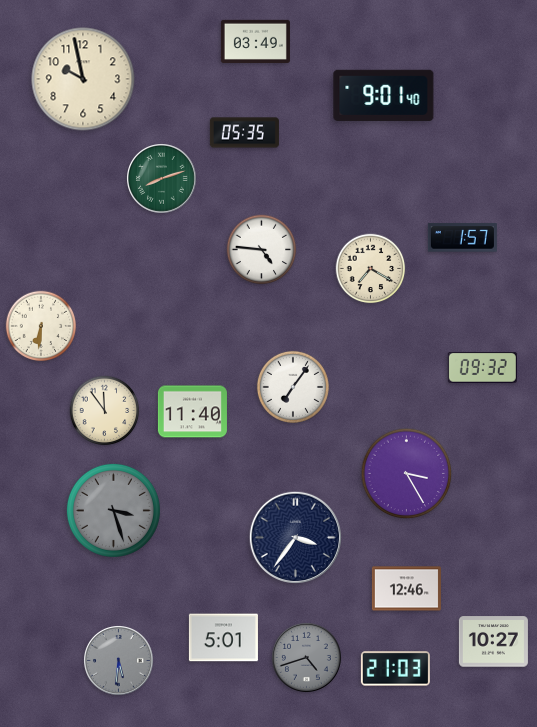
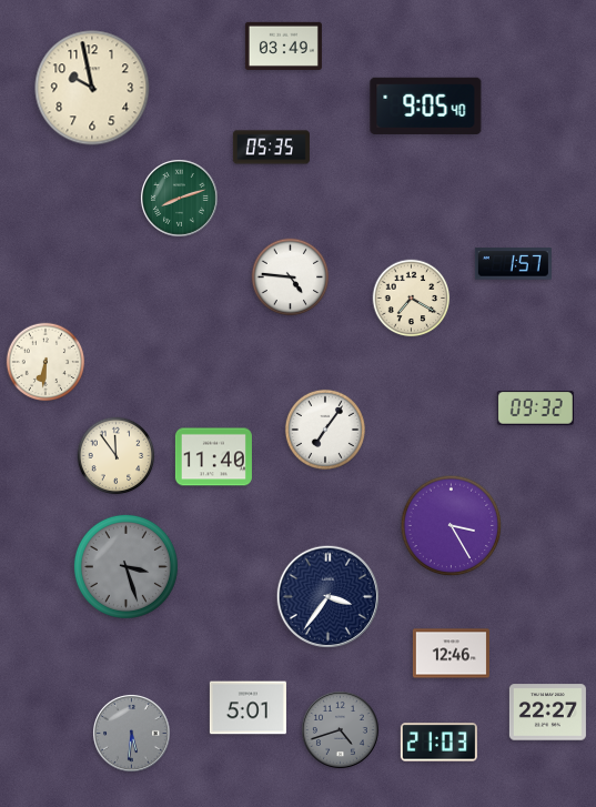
clock at (384, 95): 9:01 -> 9:05
clock at (493, 642): 10:27 -> 22:27
